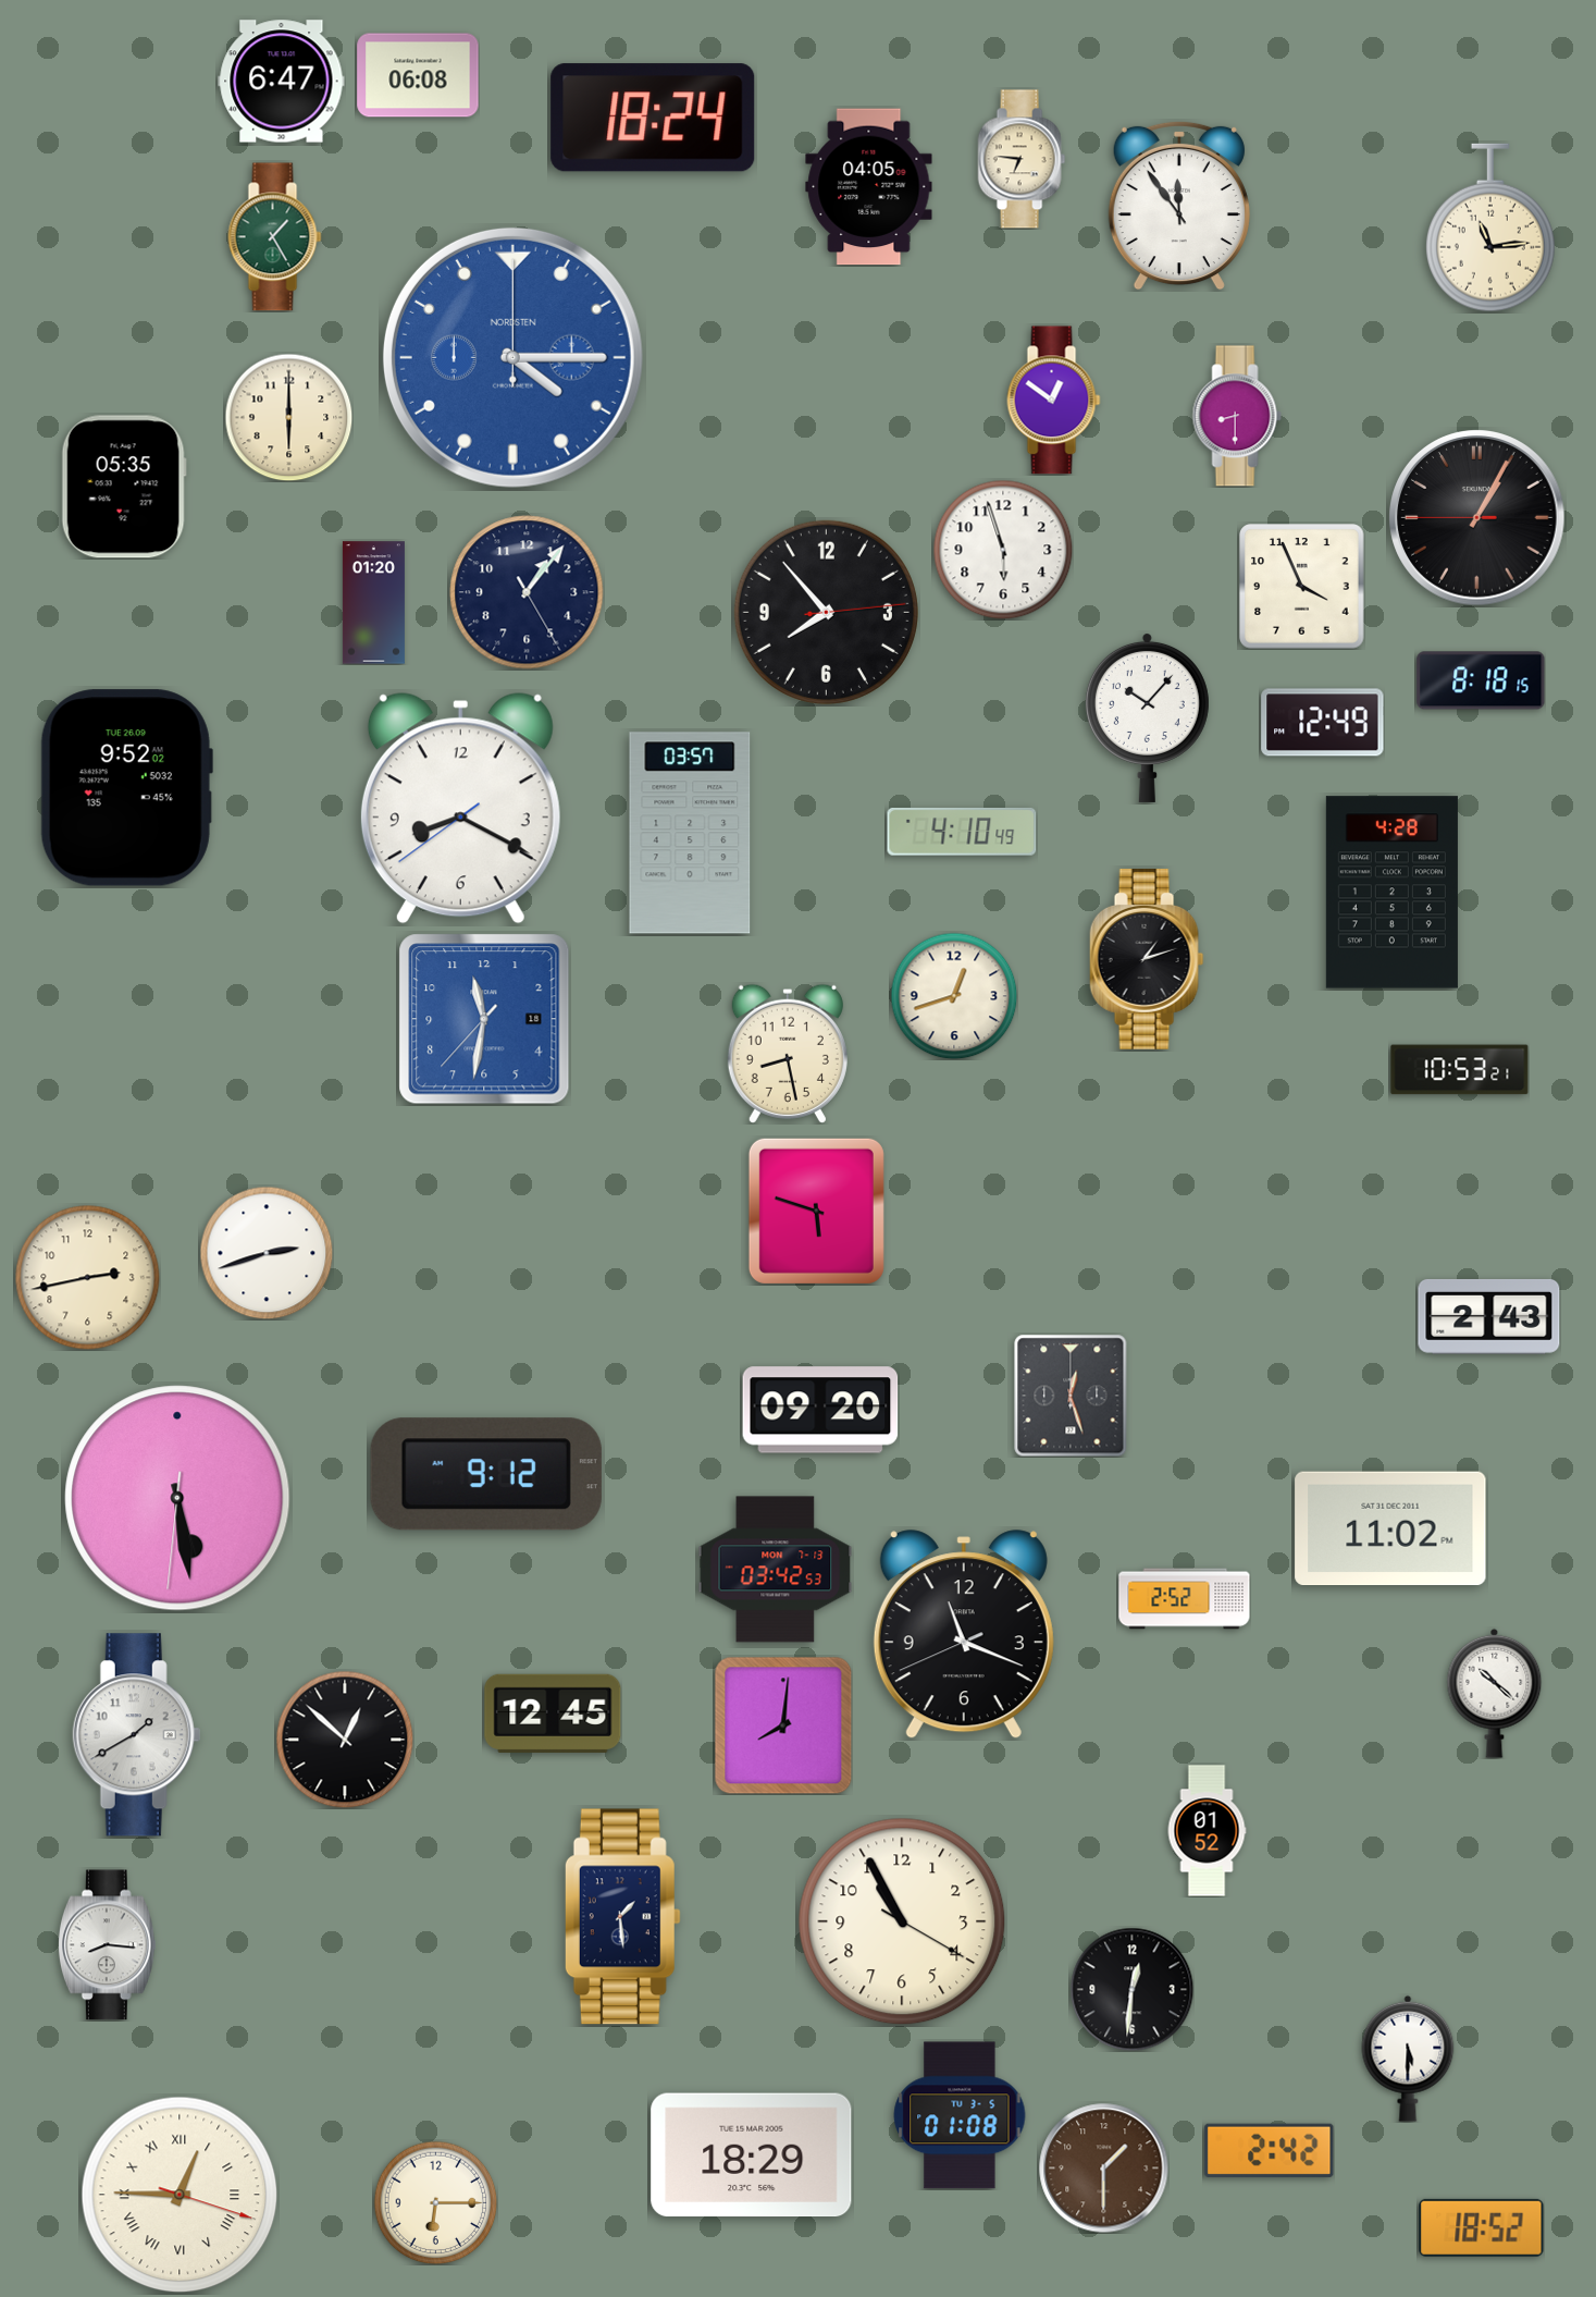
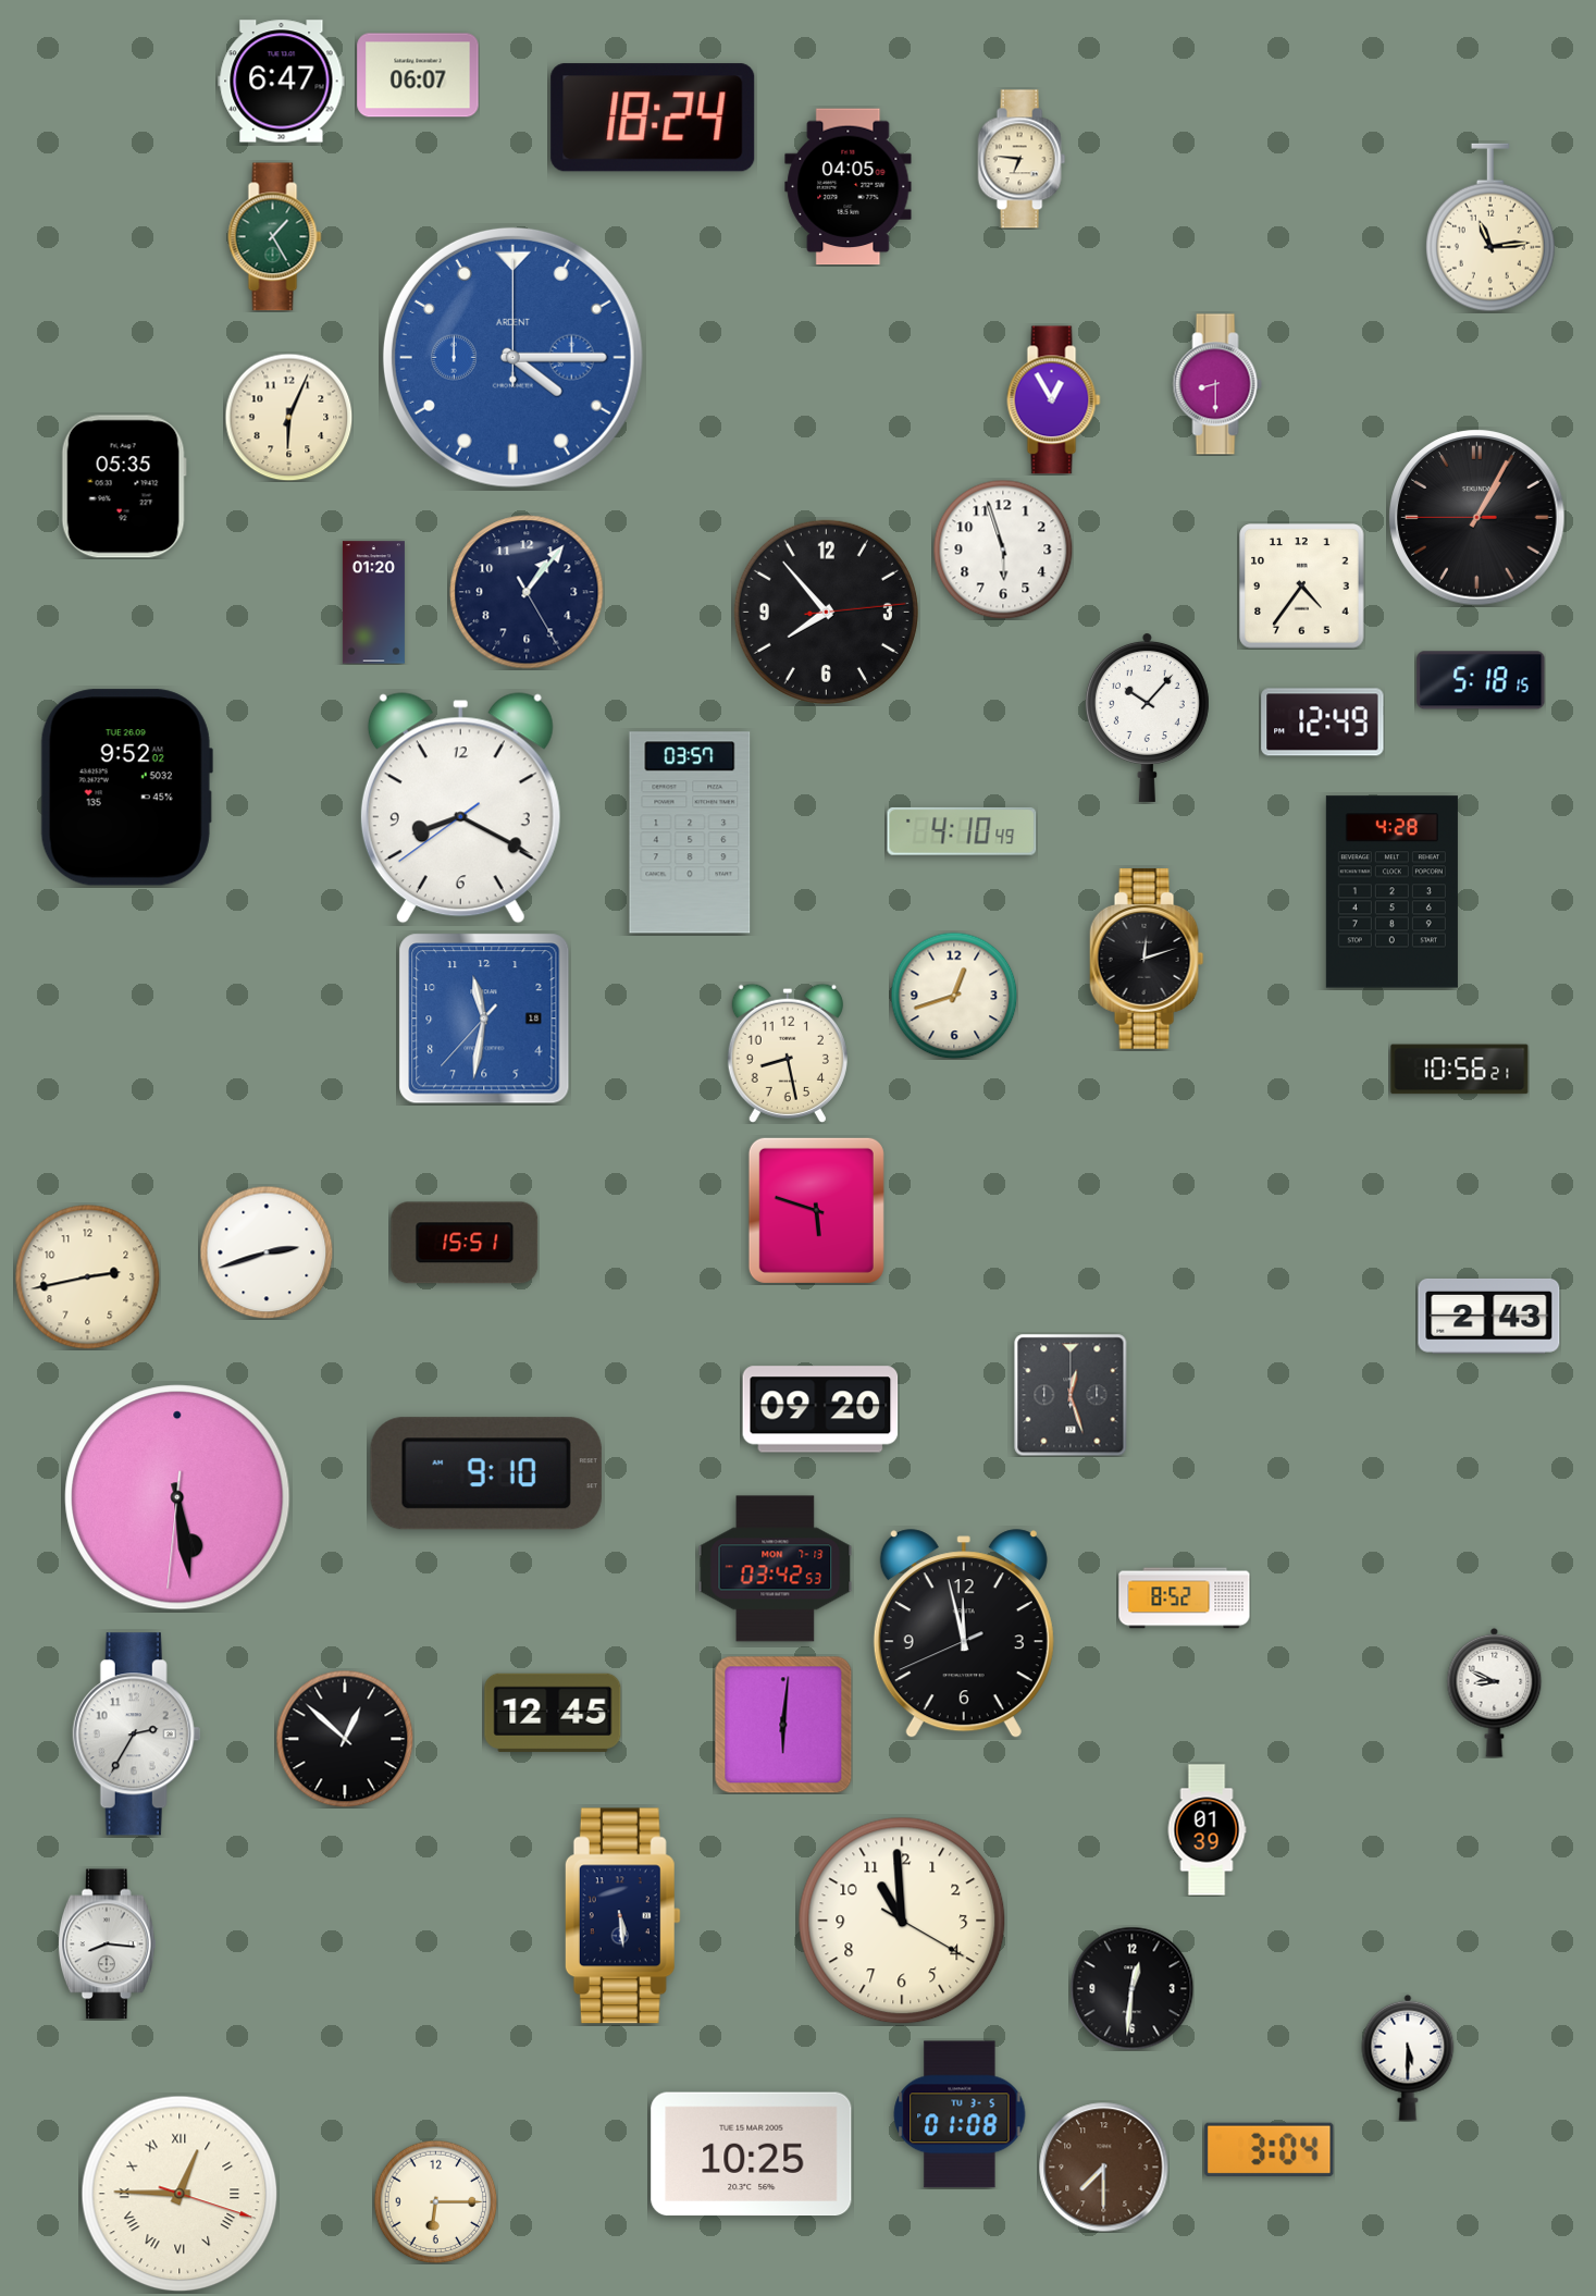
clock at (418, 75): 06:08 -> 06:07
clock at (869, 187) position: (869, 187) -> (849, 187)
clock at (1179, 206): 11:54 -> none
clock at (512, 357) brand: NORDSTEN -> ARDENT
clock at (1054, 401): 12:51 -> 12:55
clock at (1237, 416) position: (1237, 416) -> (1217, 384)
clock at (288, 417): 6:00 -> 6:04
clock at (1302, 587): 3:56 -> 4:36
clock at (1481, 680): 8:18 -> 5:18
clock at (1147, 959): 1:12 -> 12:12
clock at (1460, 1070): 10:53 -> 10:56
clock at (465, 1243): none -> 15:51
clock at (486, 1474): 9:12 -> 9:10
clock at (1390, 1528): 11:02 -> none
clock at (1185, 1599): 2:52 -> 8:52
clock at (964, 1635): 11:18 -> 11:57
clock at (1495, 1693): 10:22 -> 8:49
clock at (783, 1725): 8:01 -> 6:01
clock at (137, 1735): 1:40 -> 2:35
clock at (1207, 1831): 01:52 -> 01:39
clock at (622, 1917): 1:29 -> 5:29
clock at (902, 1921): 10:55 -> 10:59
clock at (1270, 2150): 2:42 -> 3:04
clock at (752, 2155): 18:29 -> 10:25
clock at (1104, 2169): 1:30 -> 7:30
clock at (1482, 2227): 18:52 -> none
